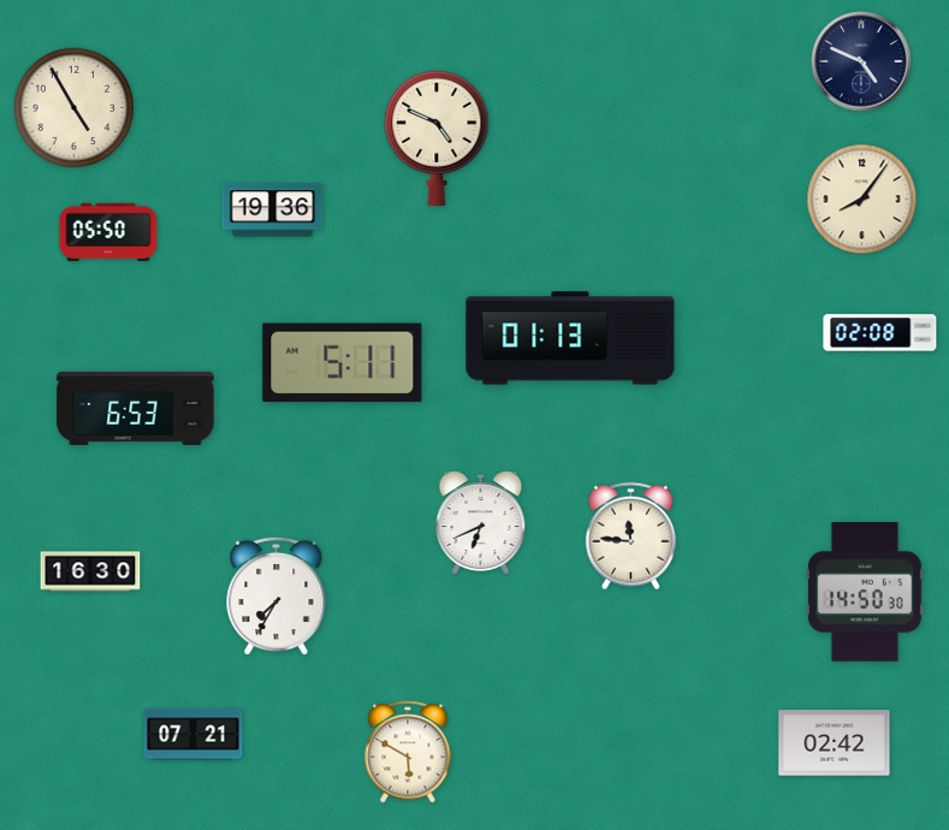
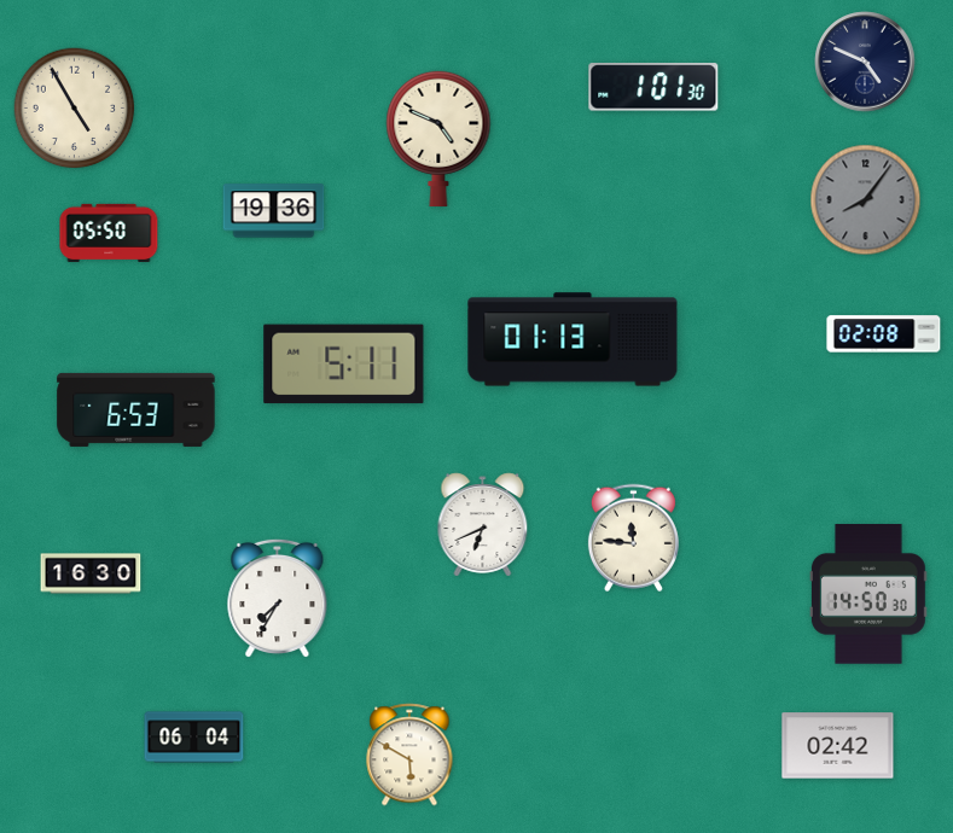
clock at (653, 87): none -> 1:01
clock at (862, 200) dial: cream -> grey
clock at (194, 735): 07:21 -> 06:04
